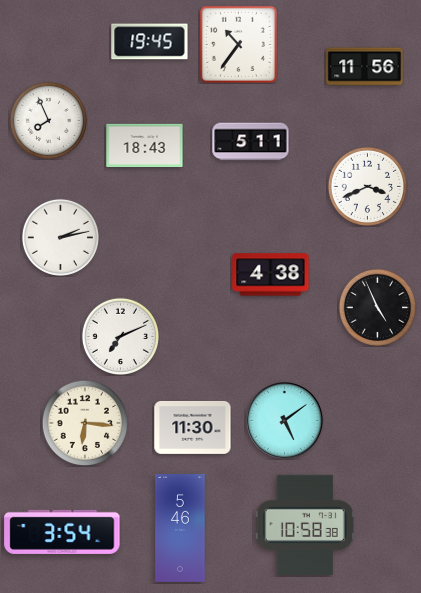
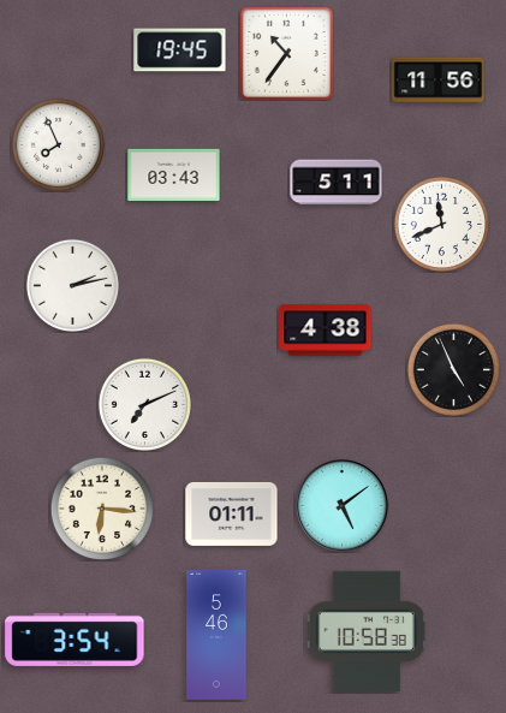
clock at (251, 142) position: (251, 142) -> (337, 183)
clock at (145, 145): 18:43 -> 03:43
clock at (367, 186): 3:41 -> 11:41
clock at (193, 427): 11:30 -> 01:11
